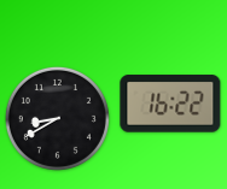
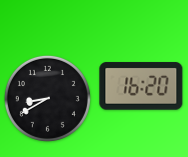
clock at (170, 104): 16:22 -> 16:20
